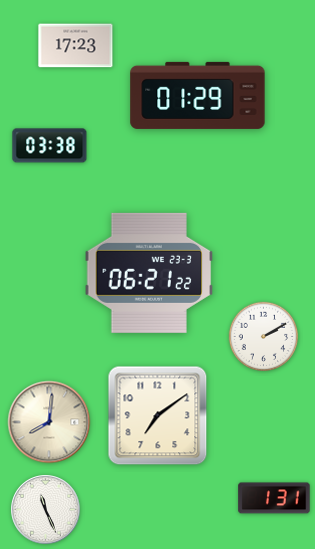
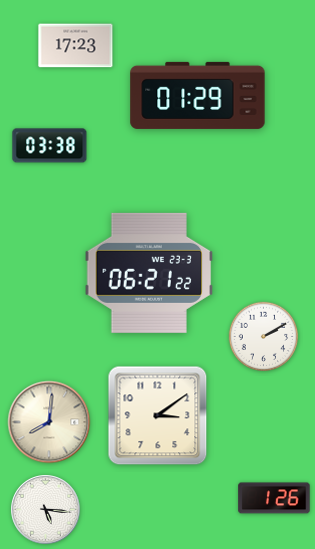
clock at (158, 416): 7:09 -> 3:09
clock at (274, 498): 1:31 -> 1:26
clock at (46, 510): 11:26 -> 5:16
